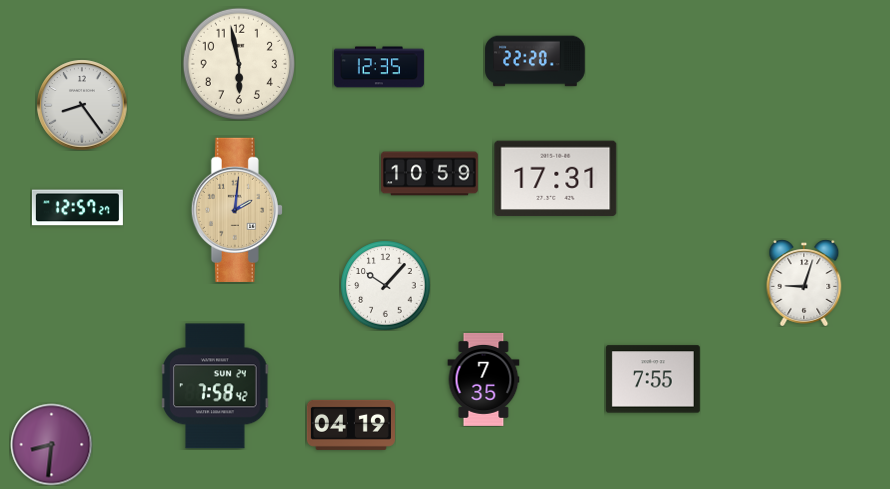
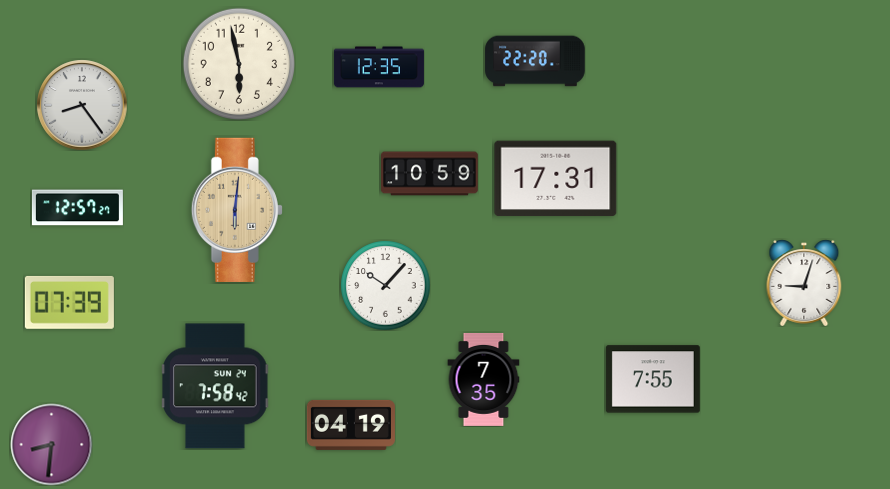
clock at (237, 210): 2:01 -> 6:01
clock at (69, 302): none -> 07:39
